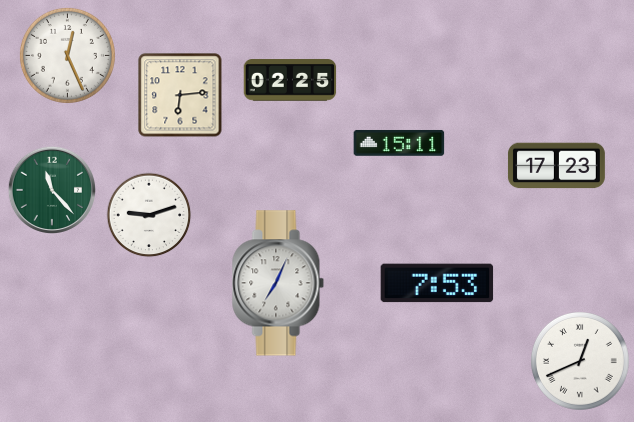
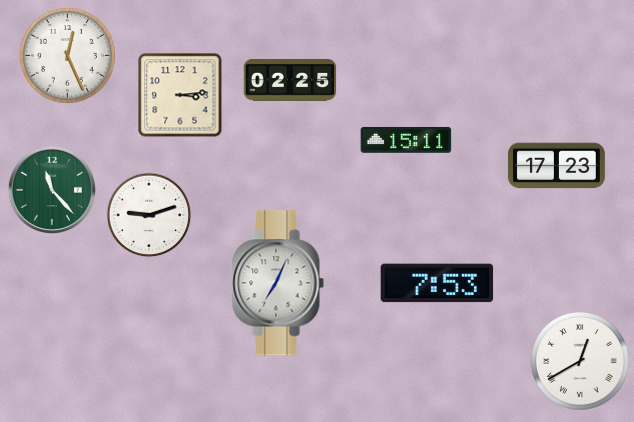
clock at (180, 95): 6:14 -> 3:14
clock at (399, 143) position: (399, 143) -> (406, 140)
clock at (580, 361): 12:41 -> 12:40
